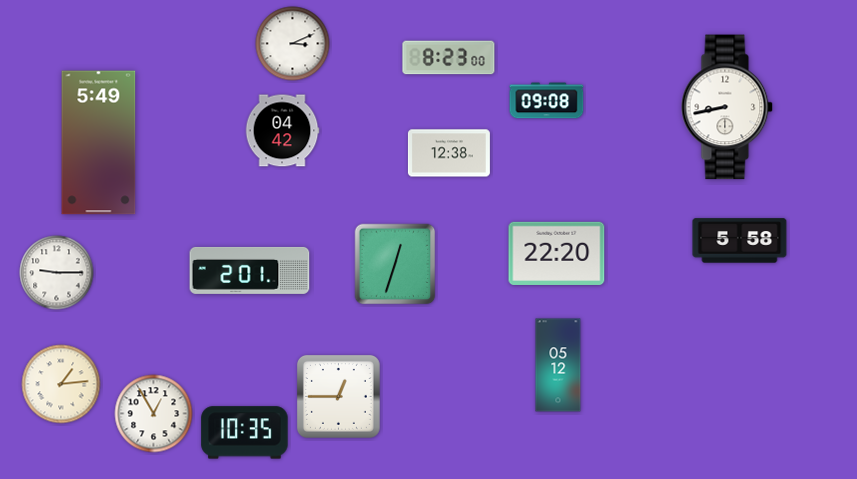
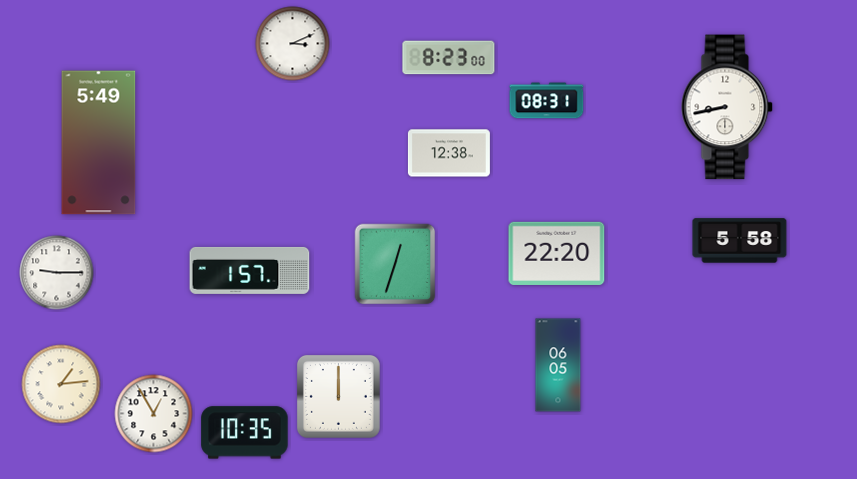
clock at (547, 101): 09:08 -> 08:31
clock at (282, 131): 04:42 -> none
clock at (250, 270): 2:01 -> 1:57
clock at (558, 365): 05:12 -> 06:05
clock at (338, 396): 12:45 -> 12:00
